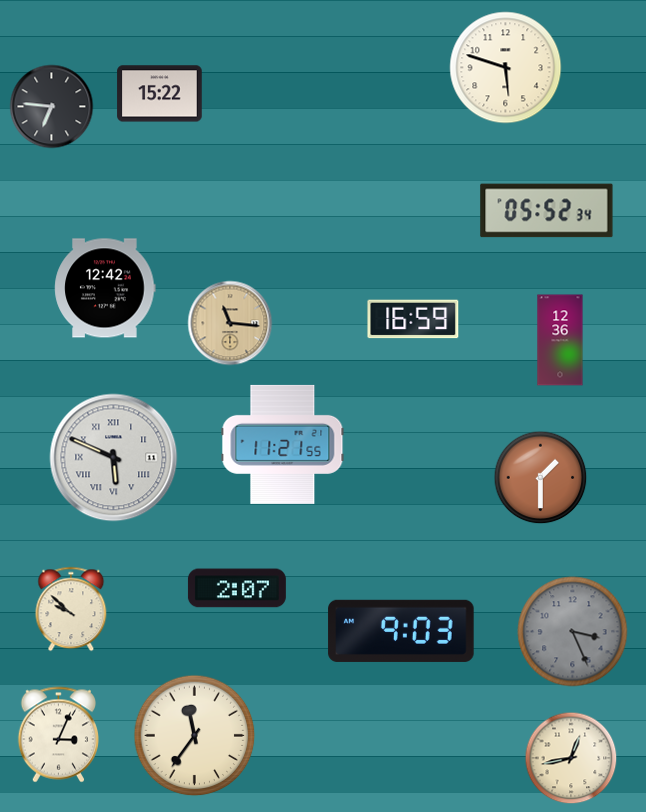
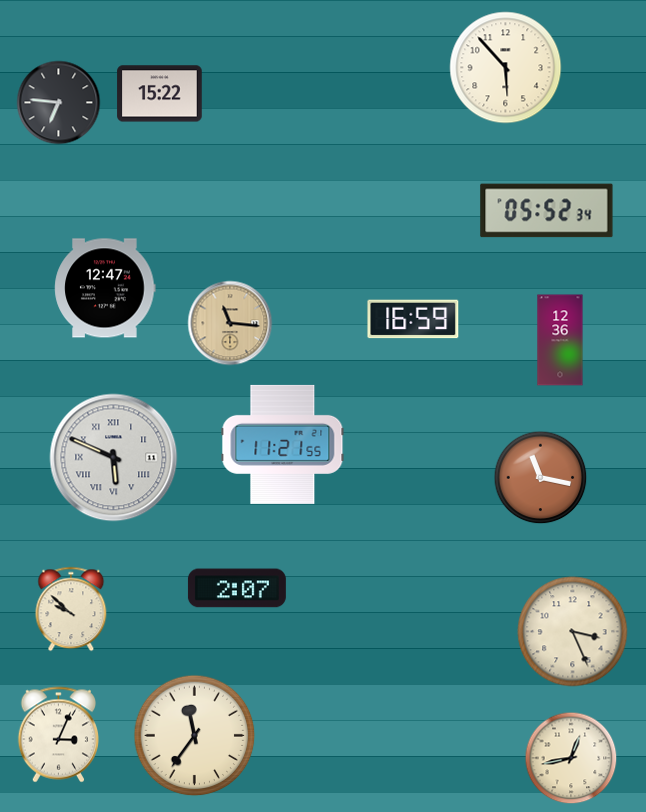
clock at (506, 68): 5:48 -> 5:53
clock at (52, 107) position: (52, 107) -> (59, 103)
clock at (105, 288): 12:42 -> 12:47
clock at (541, 478): 1:30 -> 11:17
clock at (401, 631): 9:03 -> none
clock at (573, 632) dial: grey -> cream
